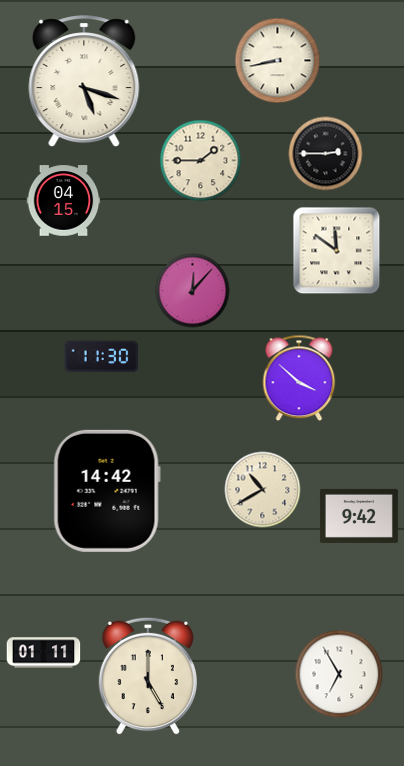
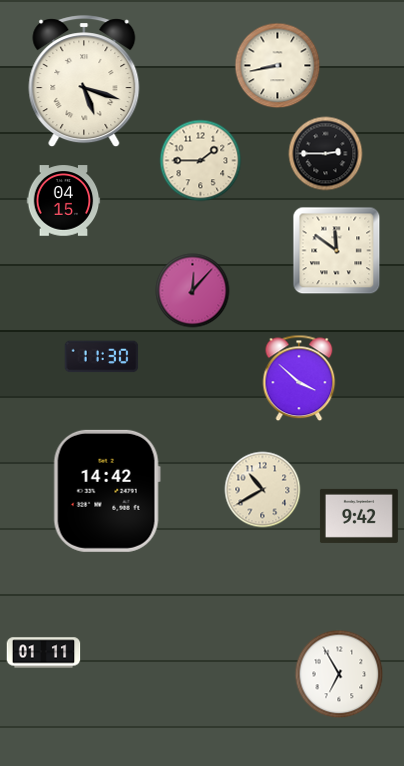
clock at (278, 61) position: (278, 61) -> (278, 66)
clock at (148, 676): 5:00 -> none
